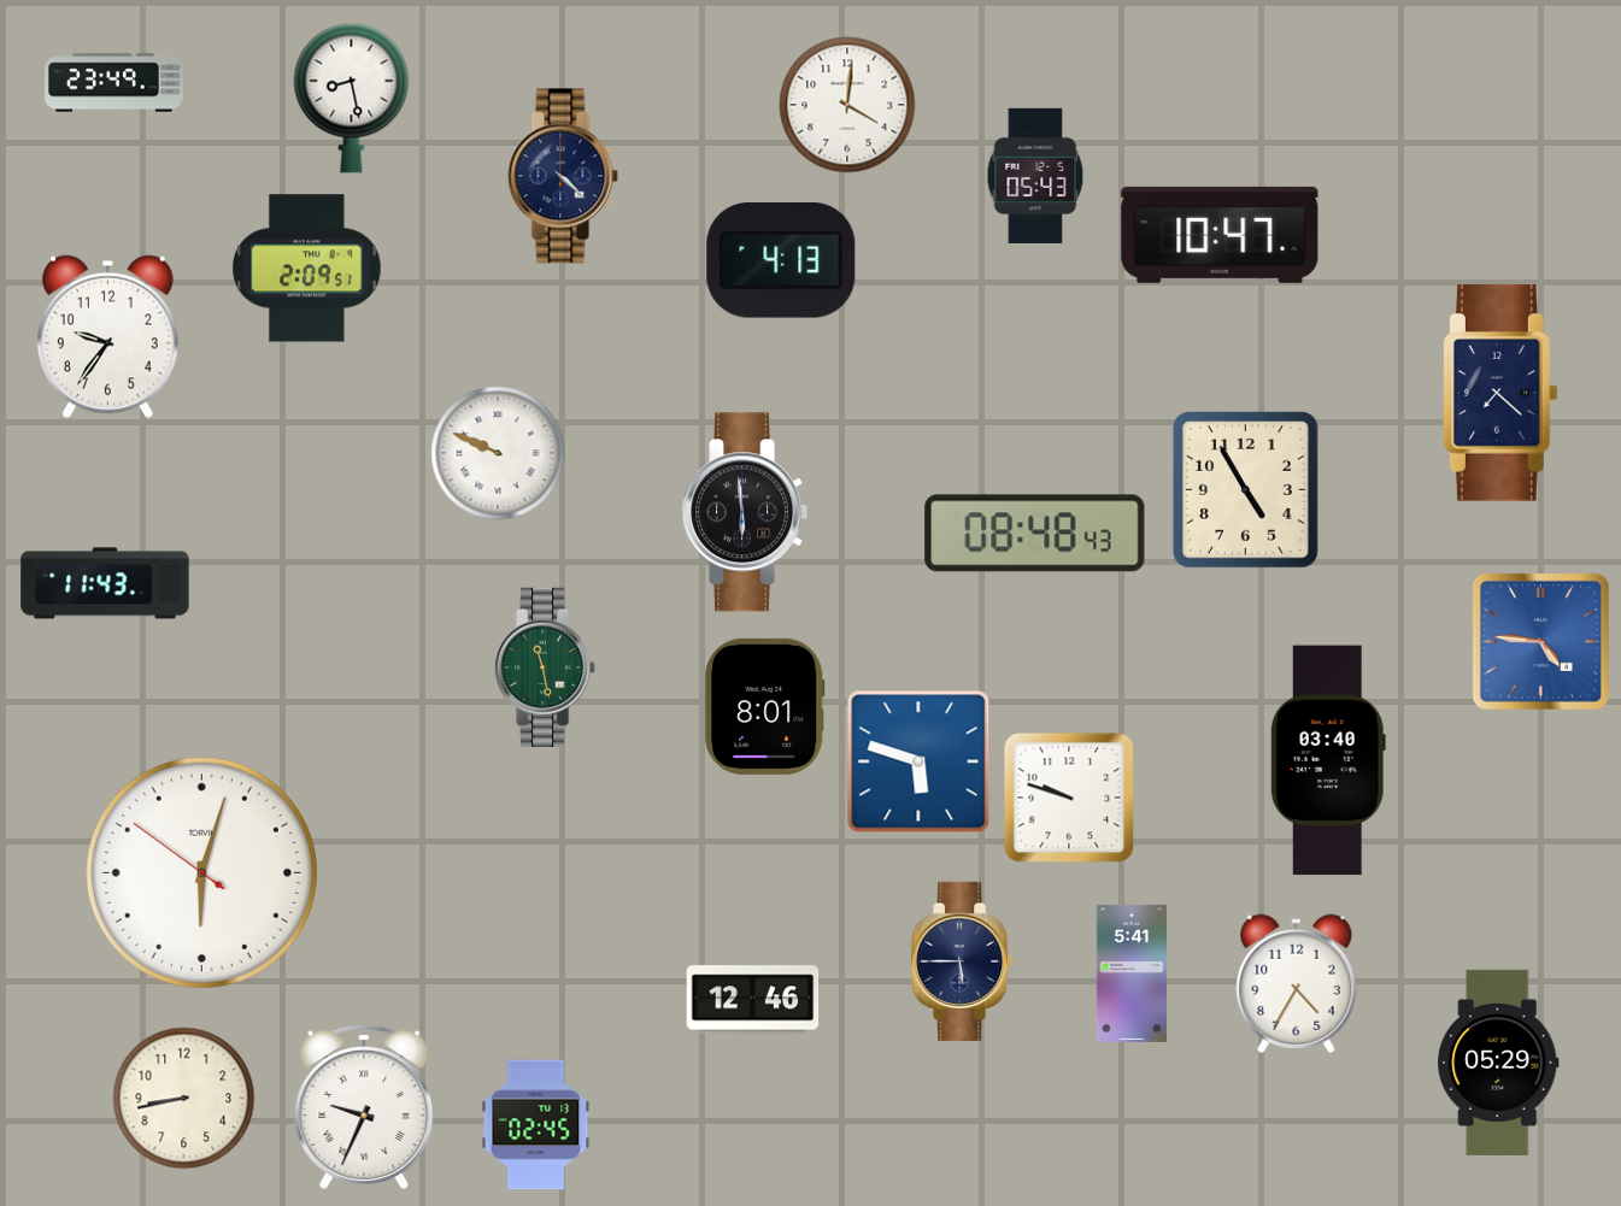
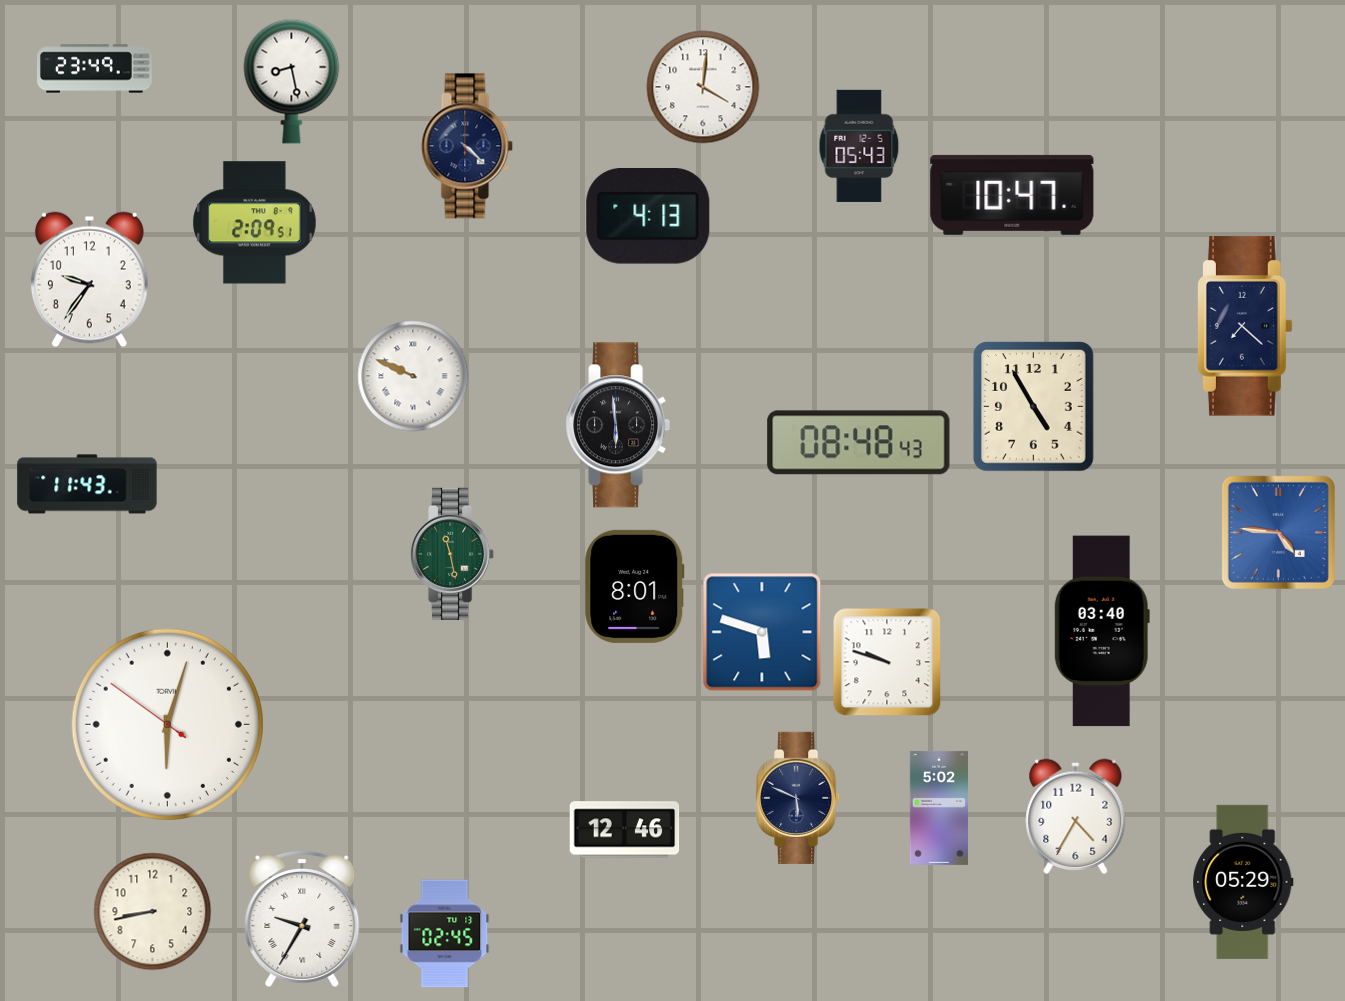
clock at (963, 961): 5:45 -> 5:49
clock at (1132, 973): 5:41 -> 5:02
clock at (364, 1106): 9:34 -> 9:35
